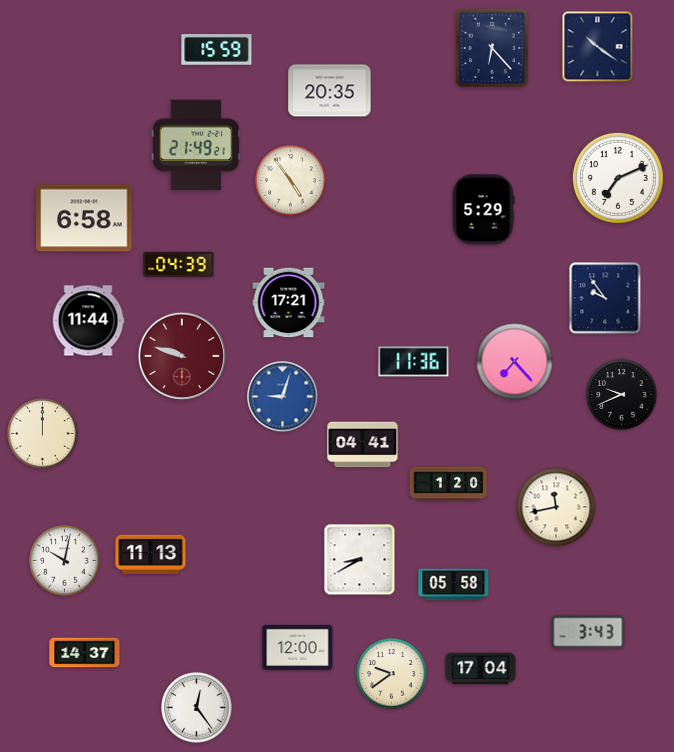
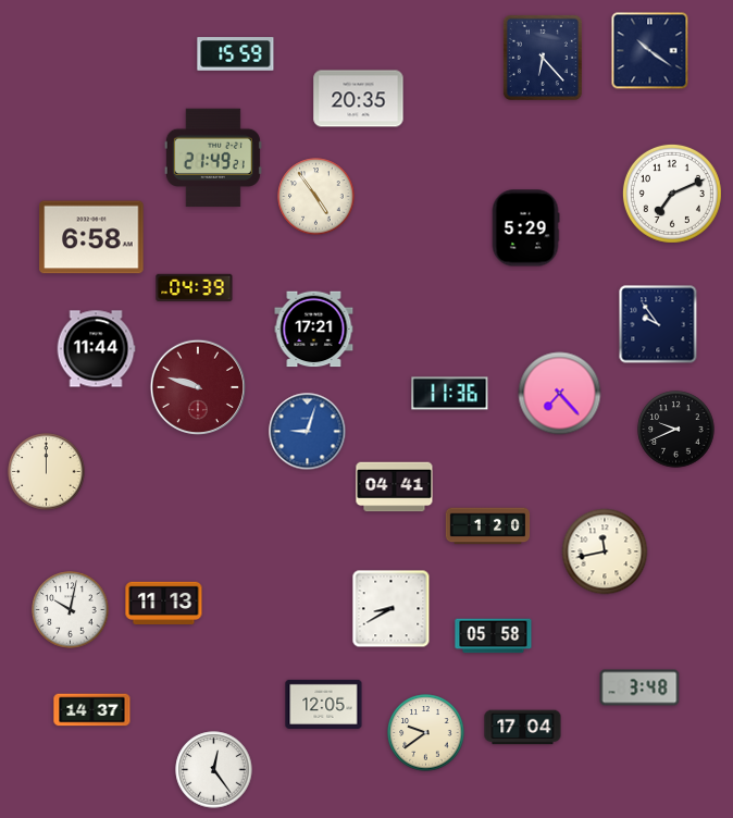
clock at (492, 48) position: (492, 48) -> (543, 58)
clock at (363, 445) position: (363, 445) -> (395, 487)
clock at (588, 632): 3:43 -> 3:48
clock at (298, 647): 12:00 -> 12:05
